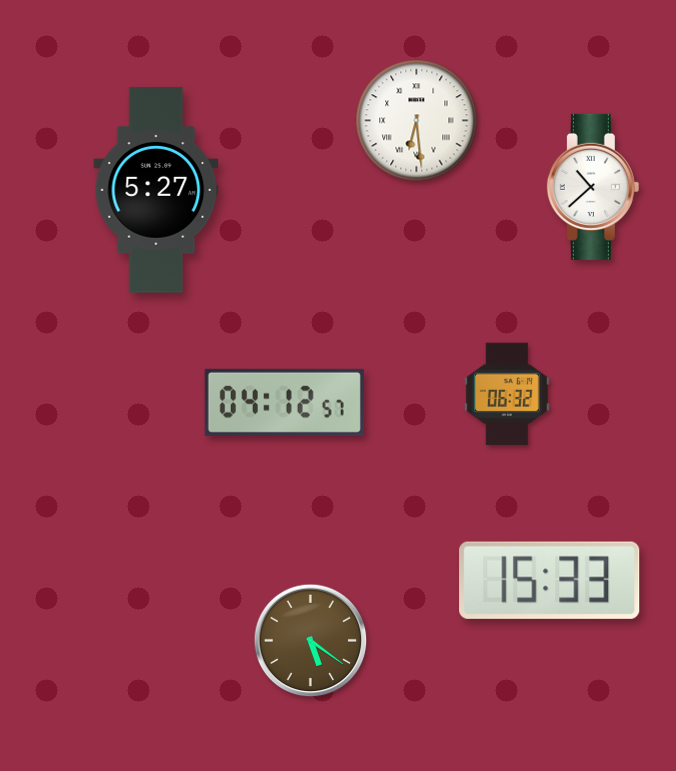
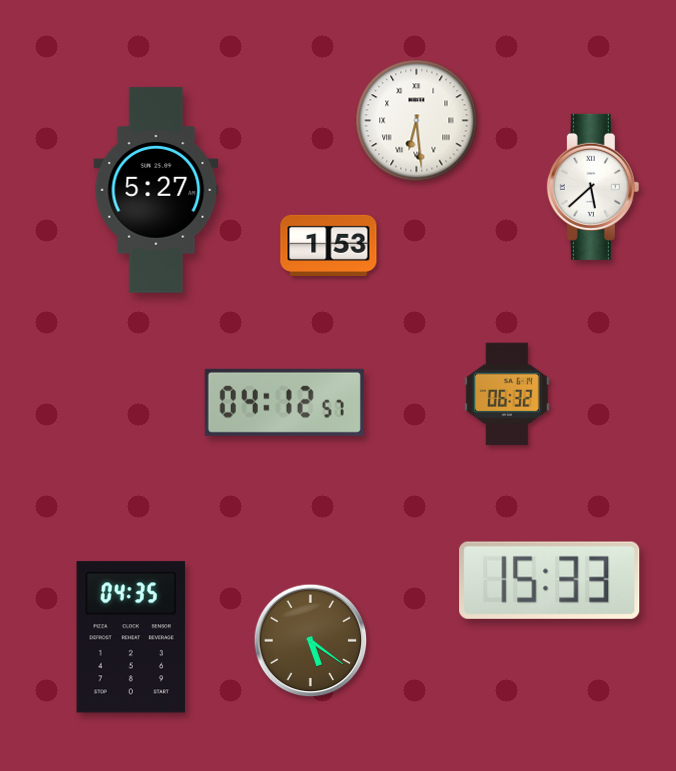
clock at (593, 187): 10:38 -> 5:38
clock at (329, 245): none -> 1:53
clock at (131, 637): none -> 04:35
